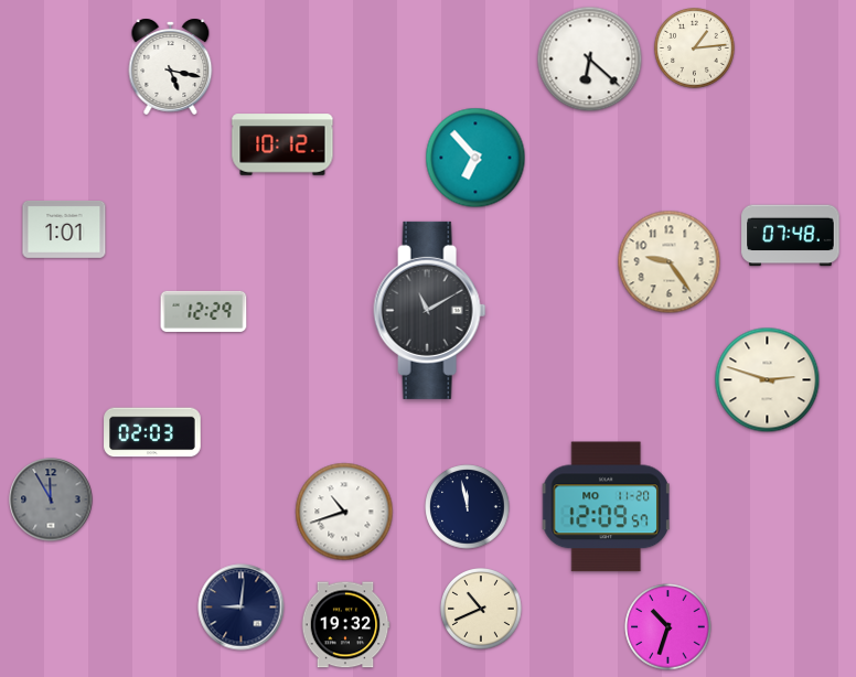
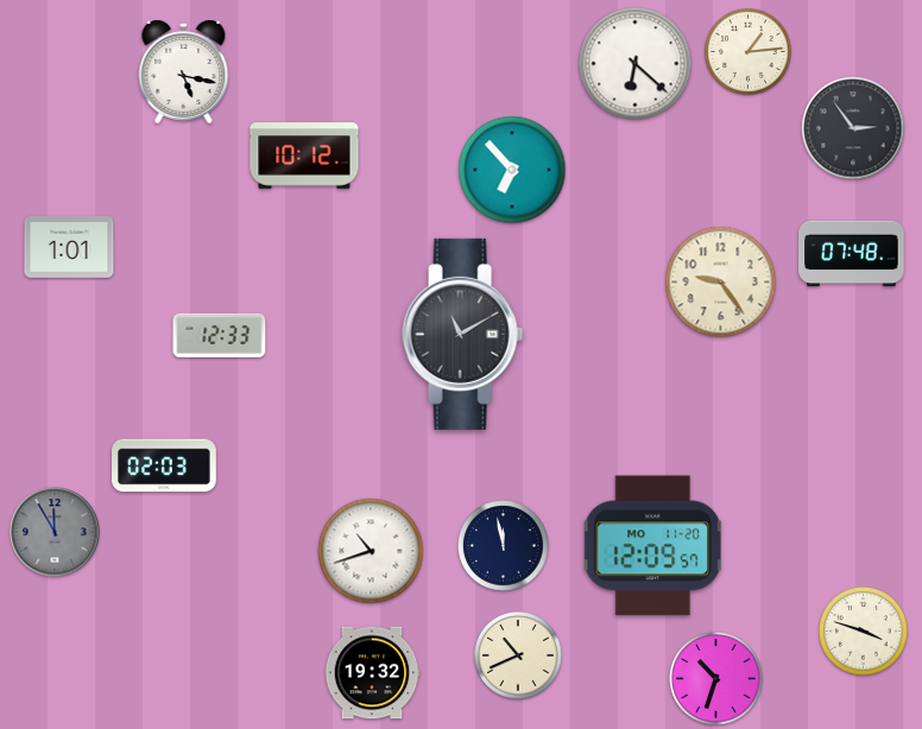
clock at (853, 128): none -> 2:54
clock at (204, 311): 12:29 -> 12:33
clock at (768, 380): 2:48 -> none
clock at (51, 499) position: (51, 499) -> (55, 532)
clock at (864, 632): none -> 3:48
clock at (242, 608): 9:01 -> none
clock at (668, 627) position: (668, 627) -> (716, 679)
